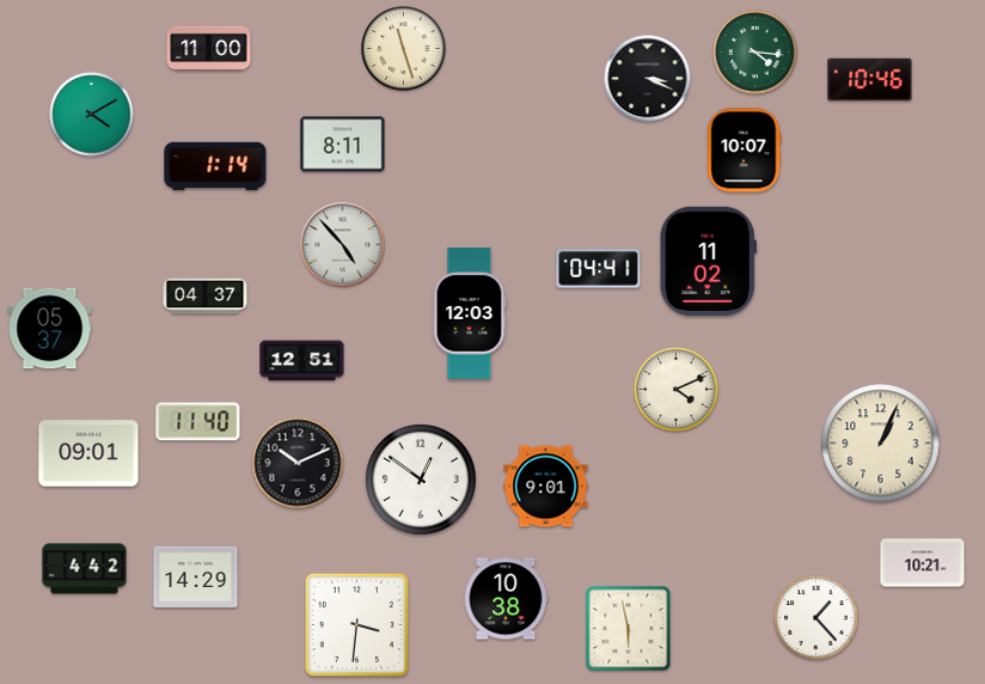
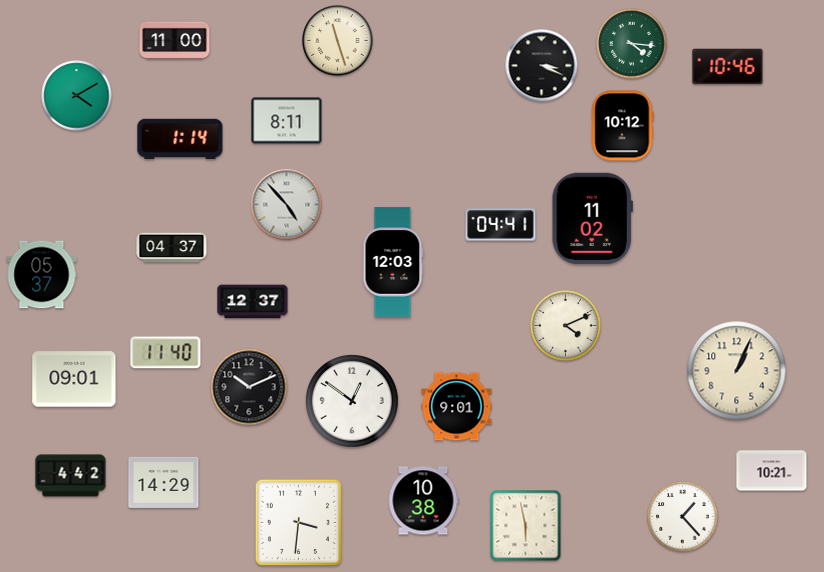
clock at (744, 151): 10:07 -> 10:12
clock at (302, 361): 12:51 -> 12:37
